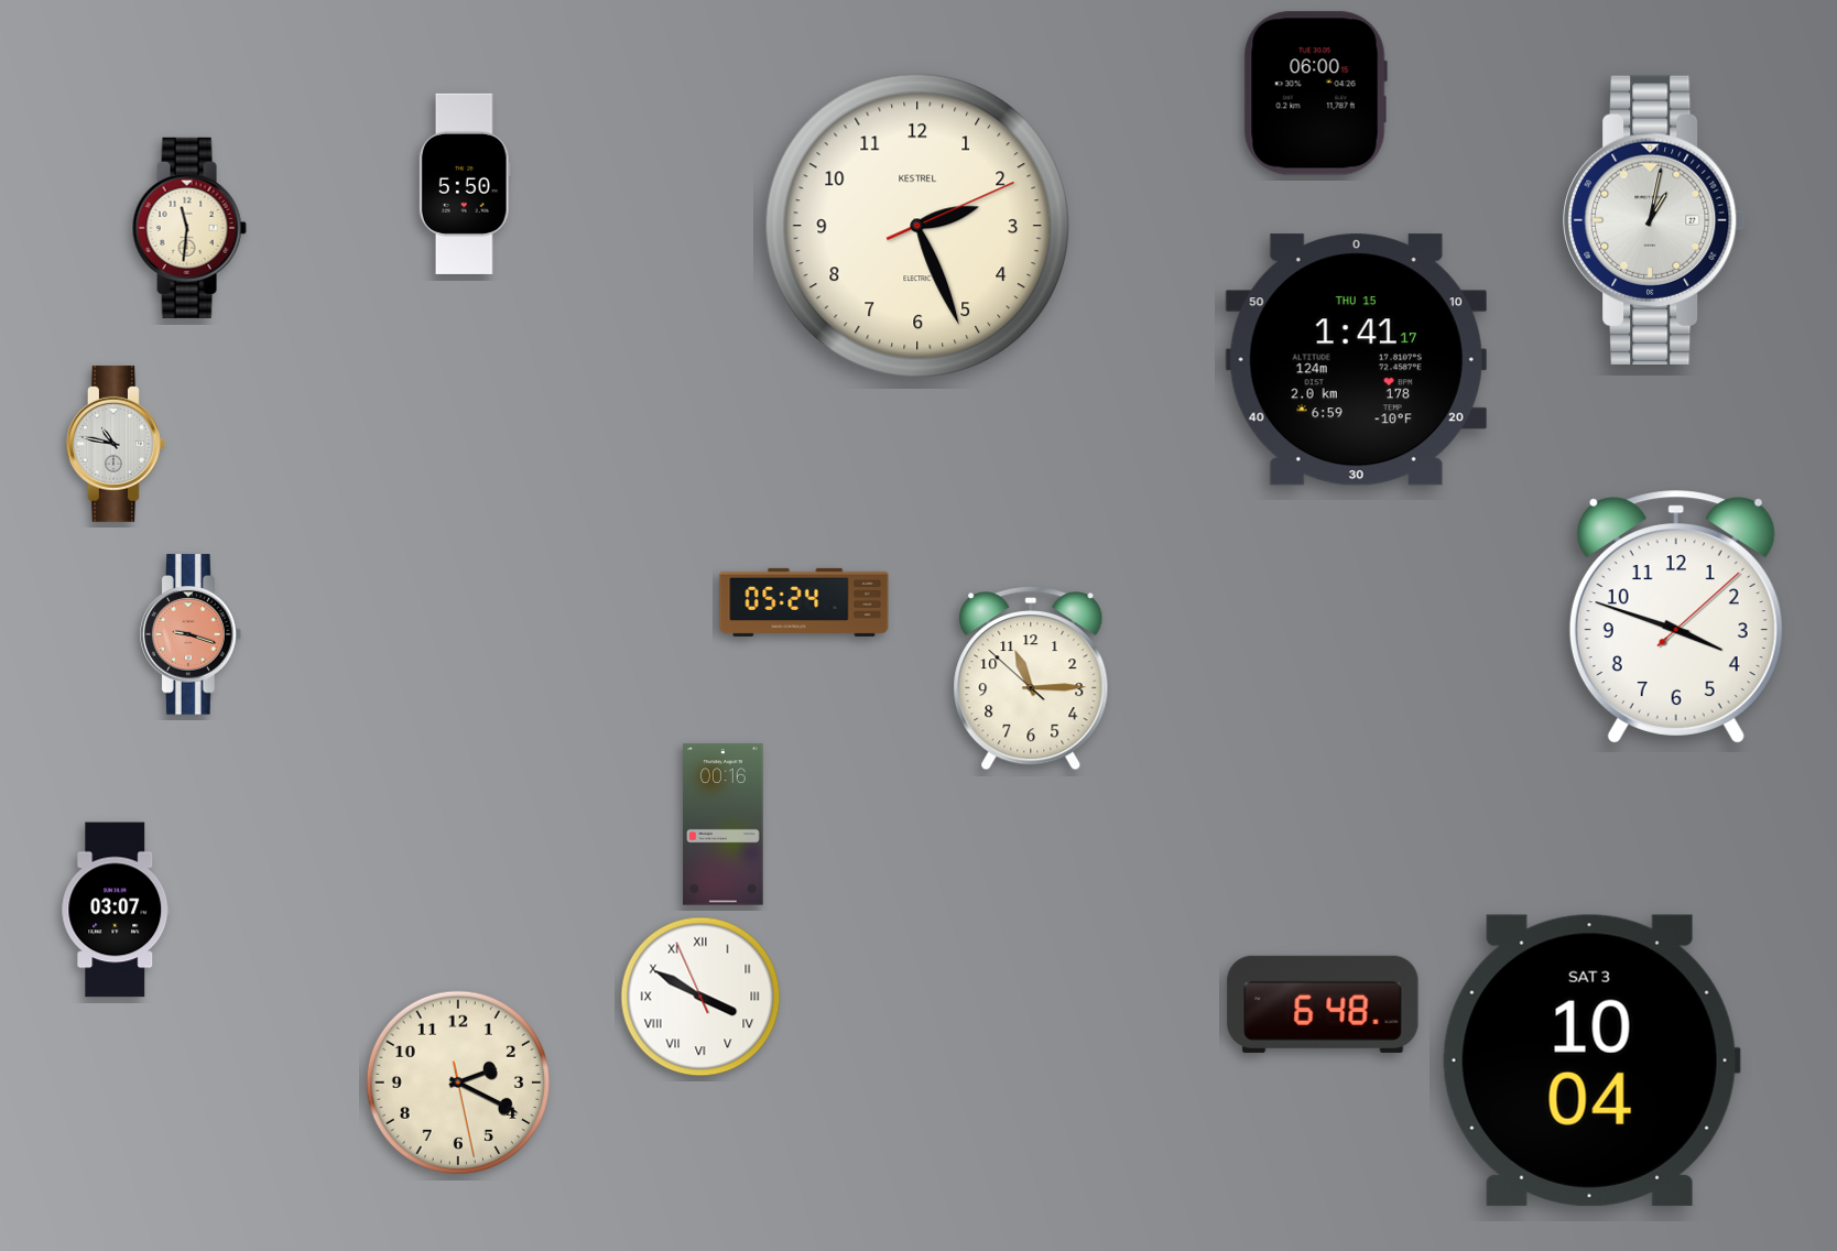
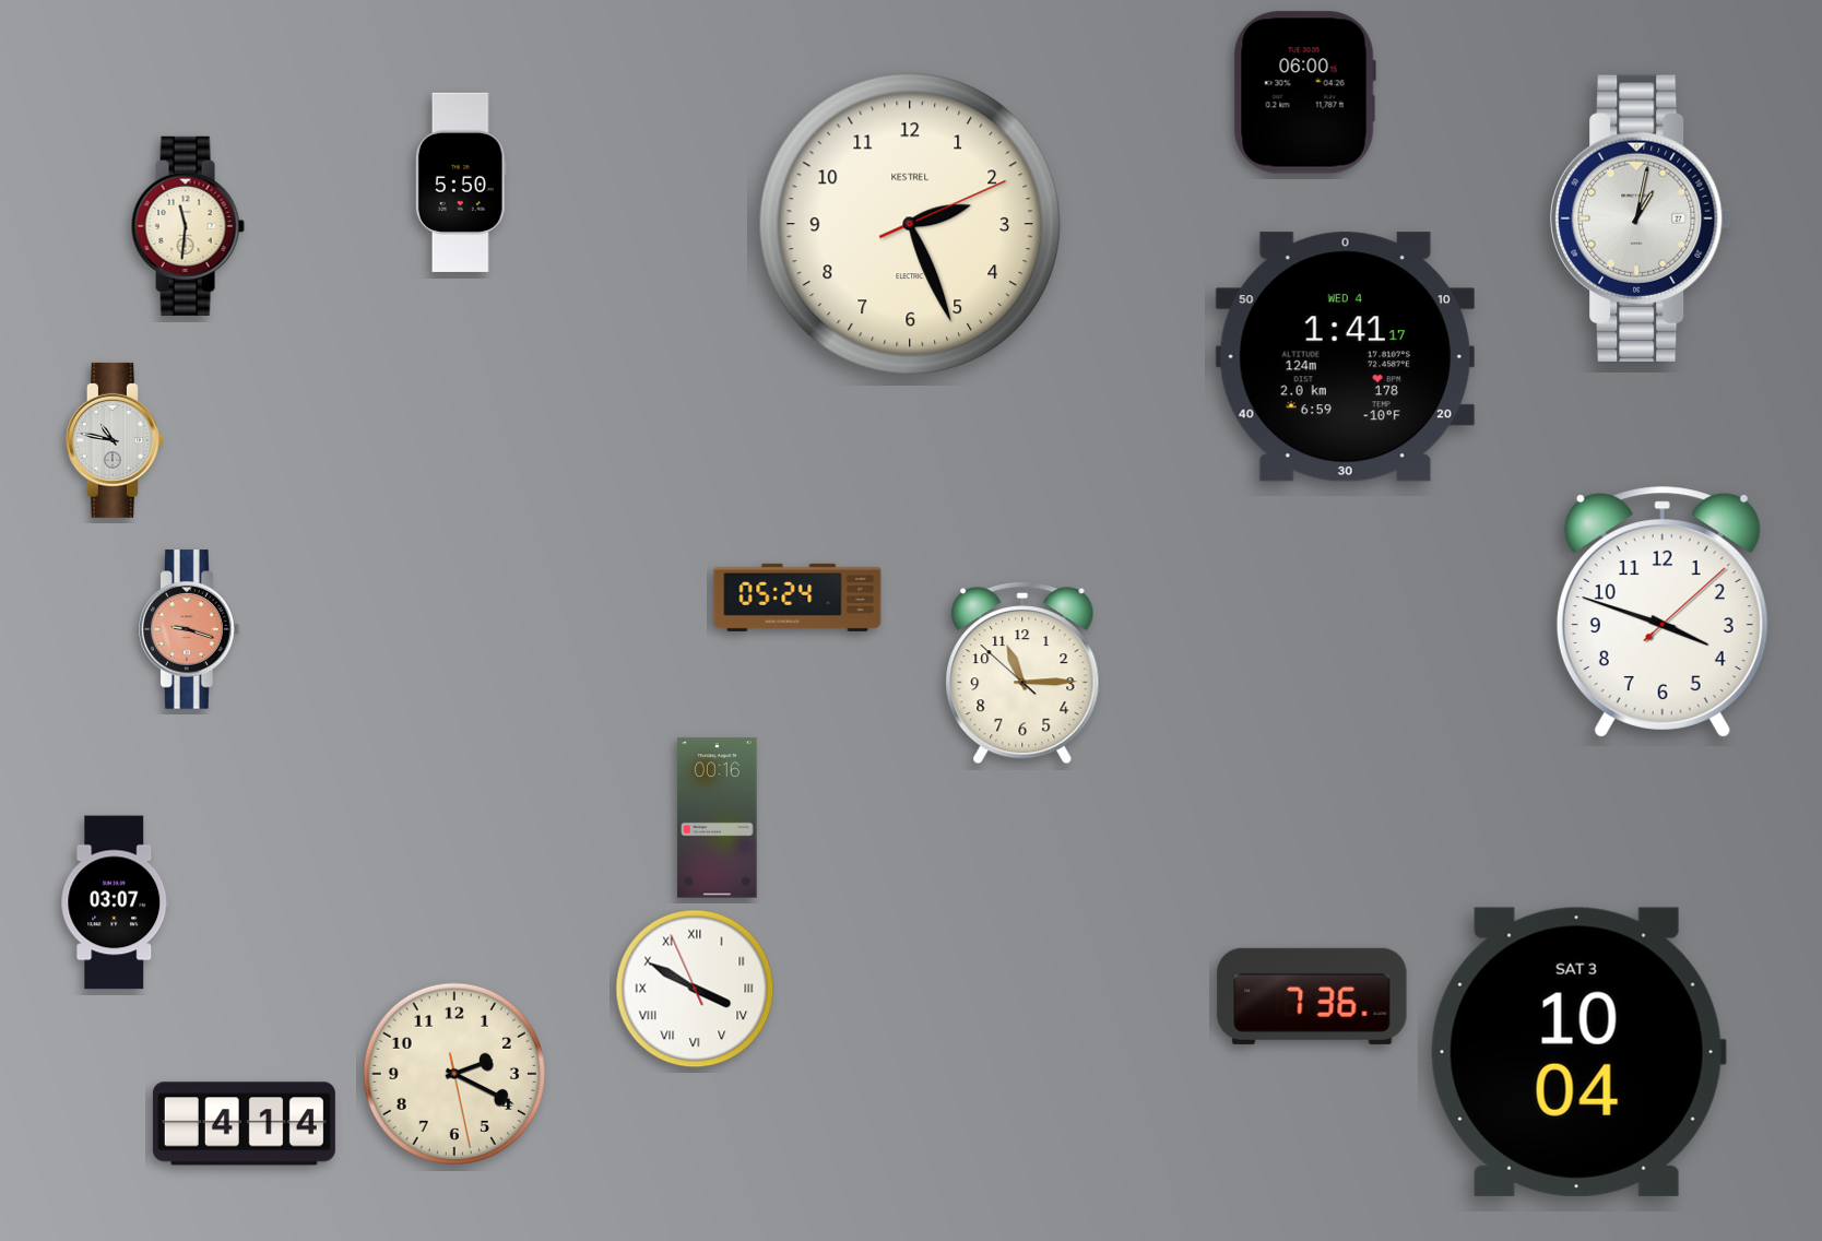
clock at (1356, 360) date: THU 15 -> WED 4
clock at (1323, 1004): 6:48 -> 7:36
clock at (244, 1124): none -> 4:14
